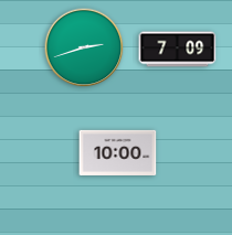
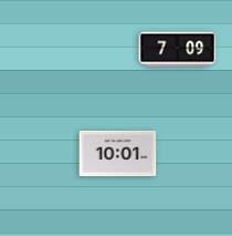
clock at (84, 47): 2:42 -> none
clock at (118, 152): 10:00 -> 10:01
